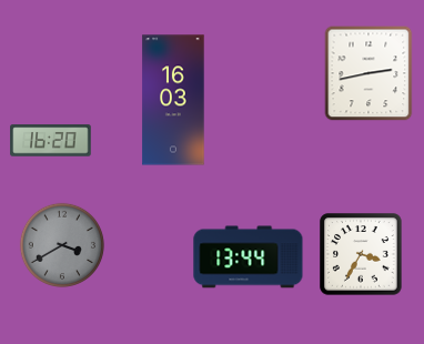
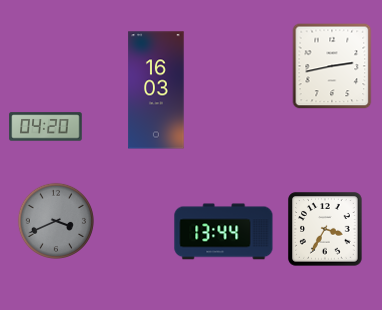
clock at (51, 141): 16:20 -> 04:20
clock at (62, 245): 3:40 -> 3:41
